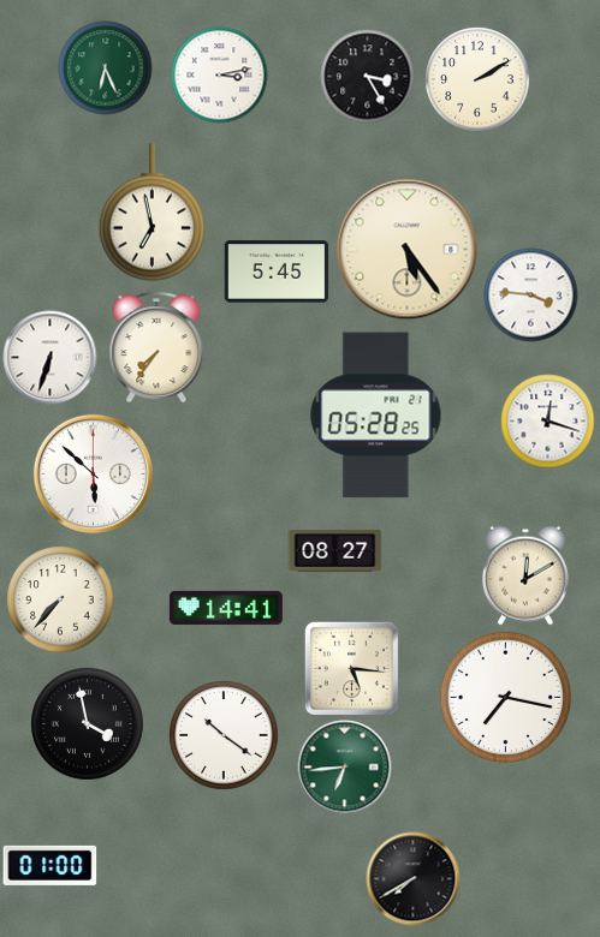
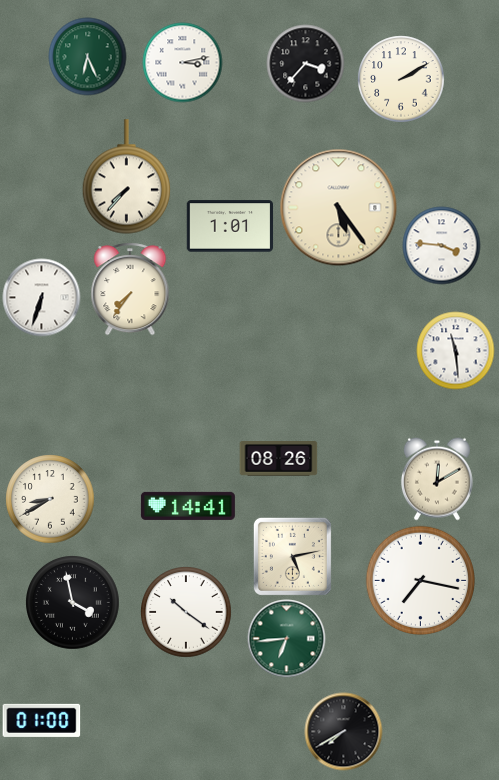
clock at (367, 76): 3:25 -> 3:37
clock at (477, 79) position: (477, 79) -> (401, 79)
clock at (153, 213): 6:58 -> 7:37
clock at (277, 271): 5:45 -> 1:01
clock at (376, 416): 05:28 -> none
clock at (547, 420): 12:18 -> 11:29
clock at (93, 473): 5:52 -> none
clock at (334, 551): 08:27 -> 08:26
clock at (60, 599): 7:37 -> 8:40
clock at (351, 668): 5:16 -> 5:13
